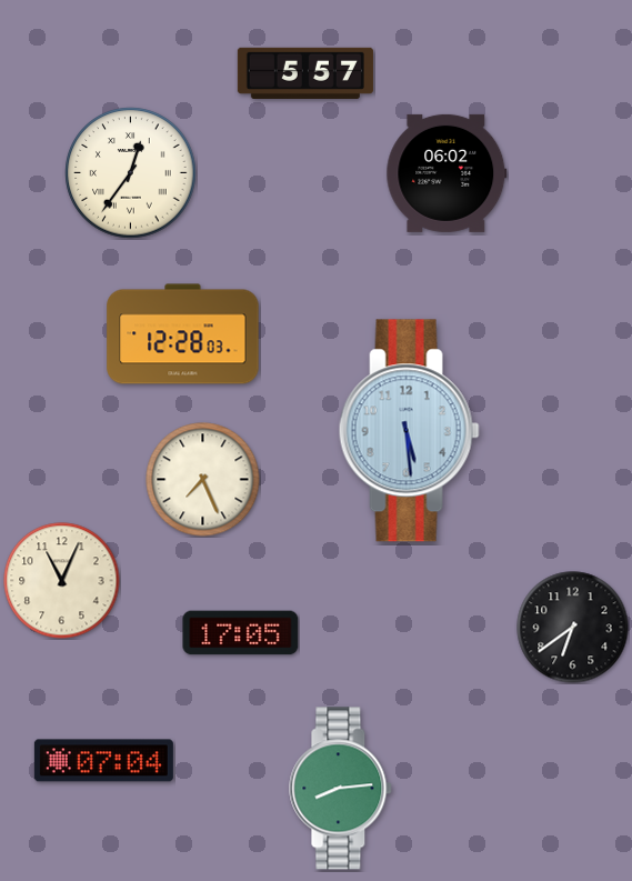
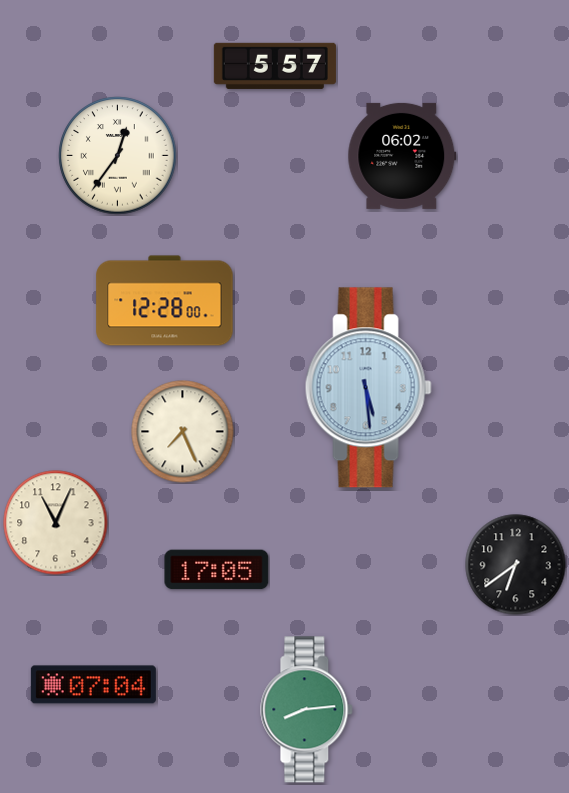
clock at (183, 334): 12:28:03 -> 12:28:00
